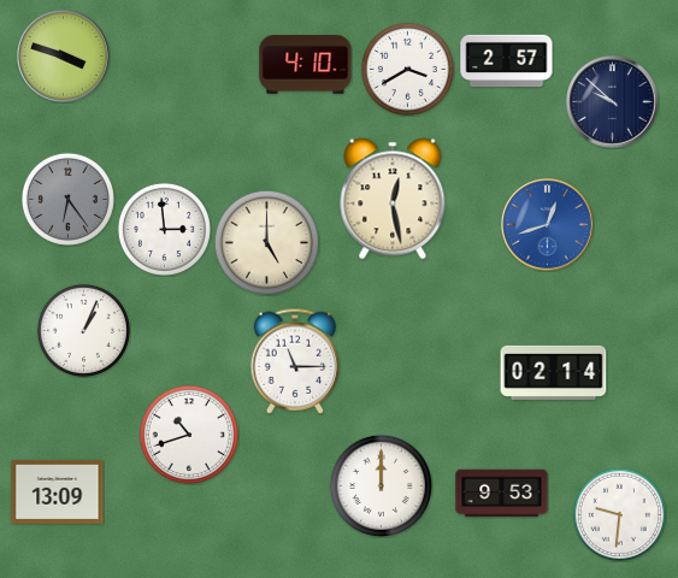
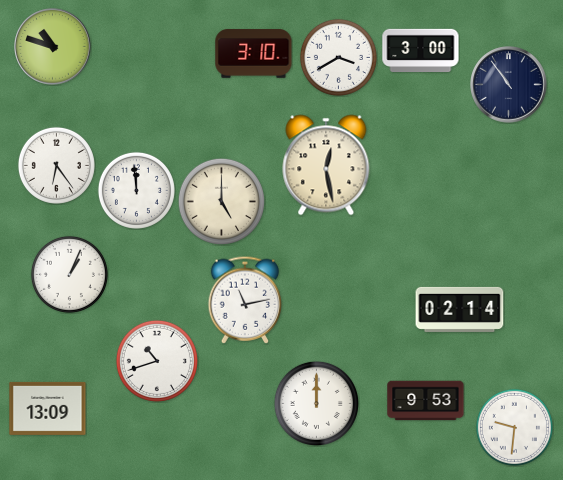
clock at (64, 57): 3:48 -> 10:48
clock at (507, 60): 2:57 -> 3:00
clock at (306, 65): 4:10 -> 3:10
clock at (613, 102): 9:52 -> 10:54
clock at (67, 199) dial: grey -> white
clock at (548, 225): 12:42 -> none
clock at (164, 229): 2:59 -> 11:59
clock at (295, 361): 11:15 -> 11:13
clock at (502, 494) position: (502, 494) -> (426, 401)
